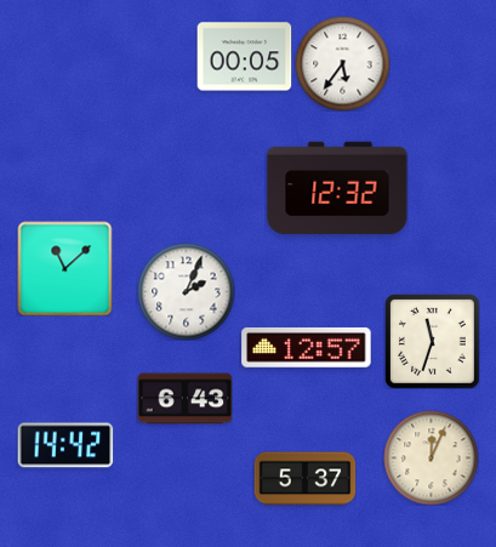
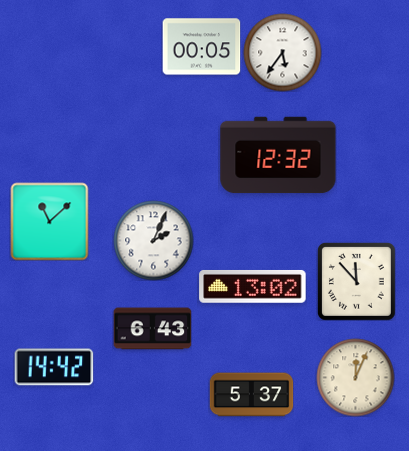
clock at (64, 268) position: (64, 268) -> (49, 221)
clock at (432, 341): 11:33 -> 11:53
clock at (307, 347): 12:57 -> 13:02
